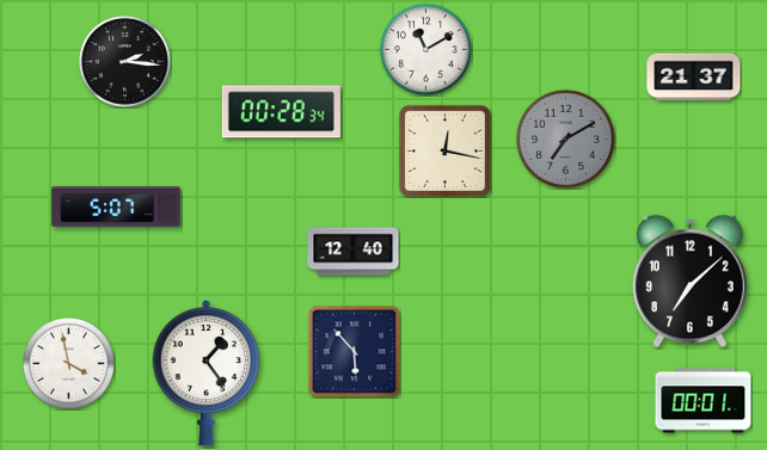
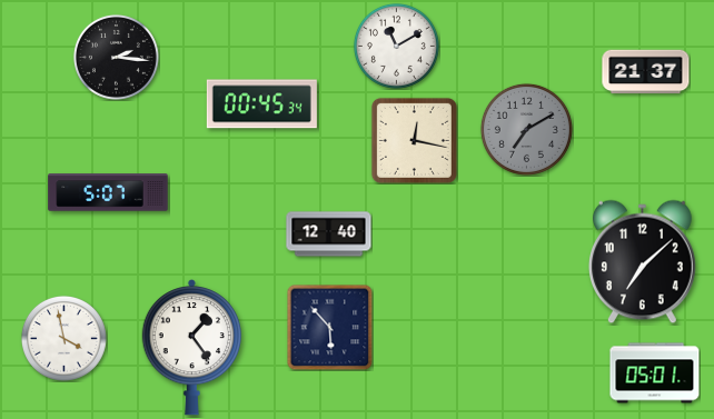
clock at (281, 112): 00:28 -> 00:45
clock at (704, 401): 00:01 -> 05:01
